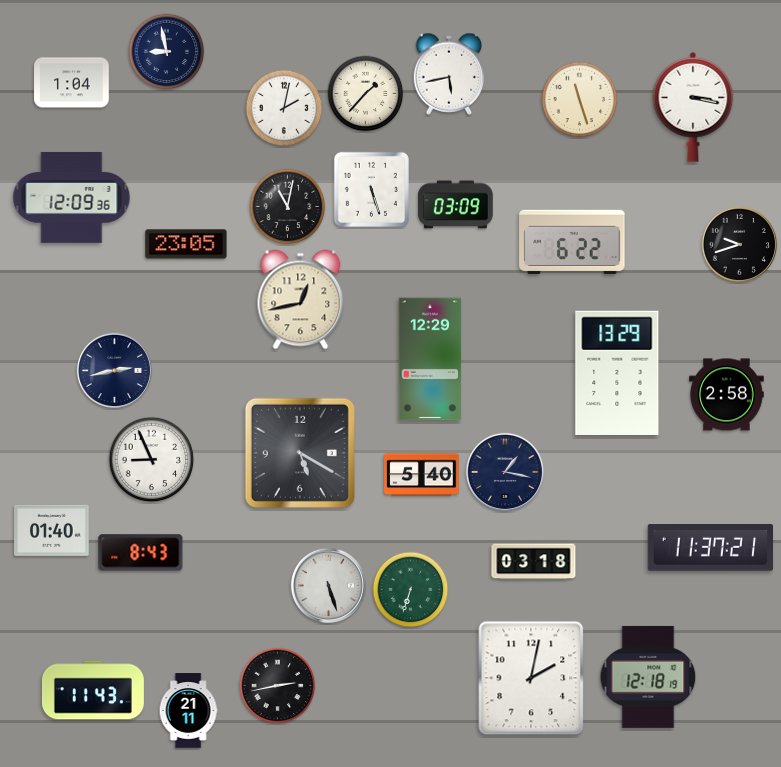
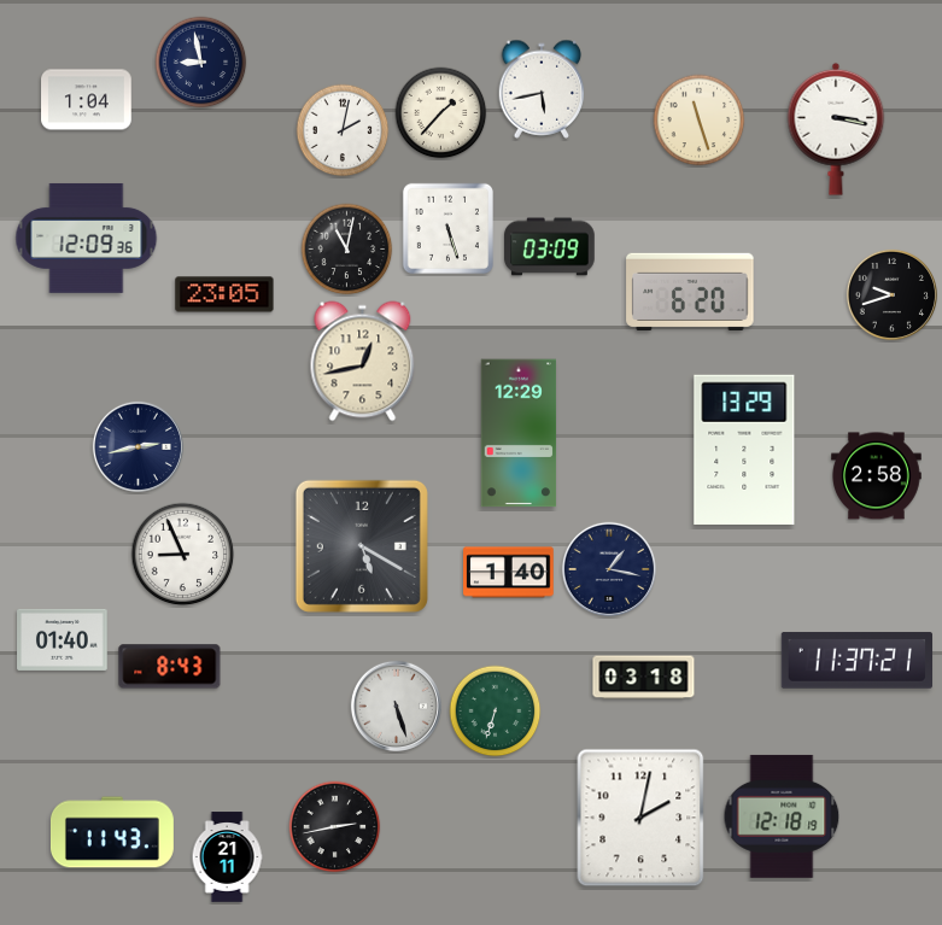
clock at (572, 242): 6:22 -> 6:20
clock at (422, 475): 5:40 -> 1:40
